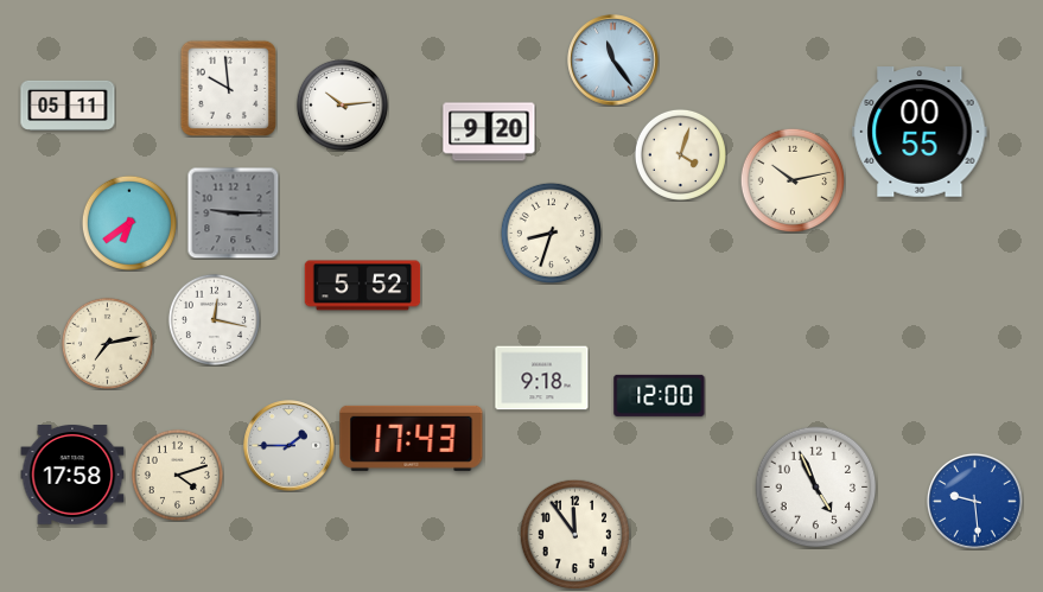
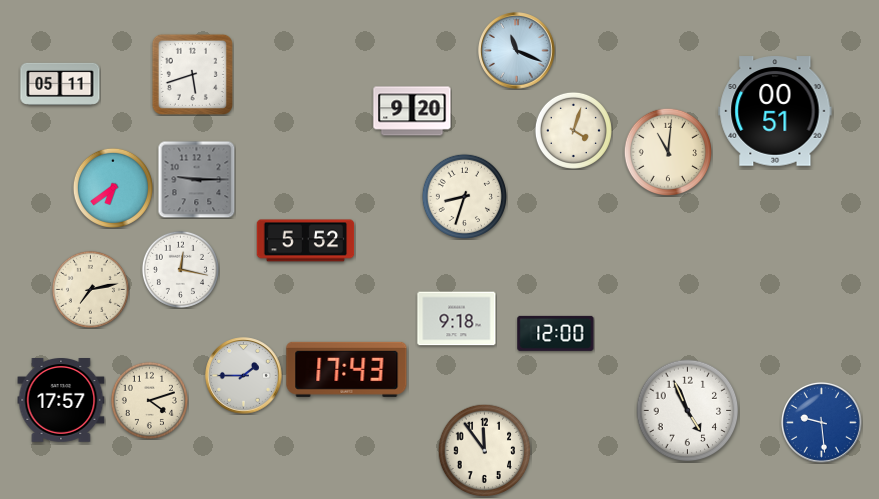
clock at (613, 61): 11:24 -> 11:19
clock at (228, 88): 9:59 -> 5:42
clock at (342, 104): 10:14 -> none
clock at (68, 106) position: (68, 106) -> (60, 84)
clock at (920, 132): 00:55 -> 00:51
clock at (791, 179): 10:13 -> 11:01
clock at (129, 223) position: (129, 223) -> (113, 188)
clock at (72, 475): 17:58 -> 17:57
